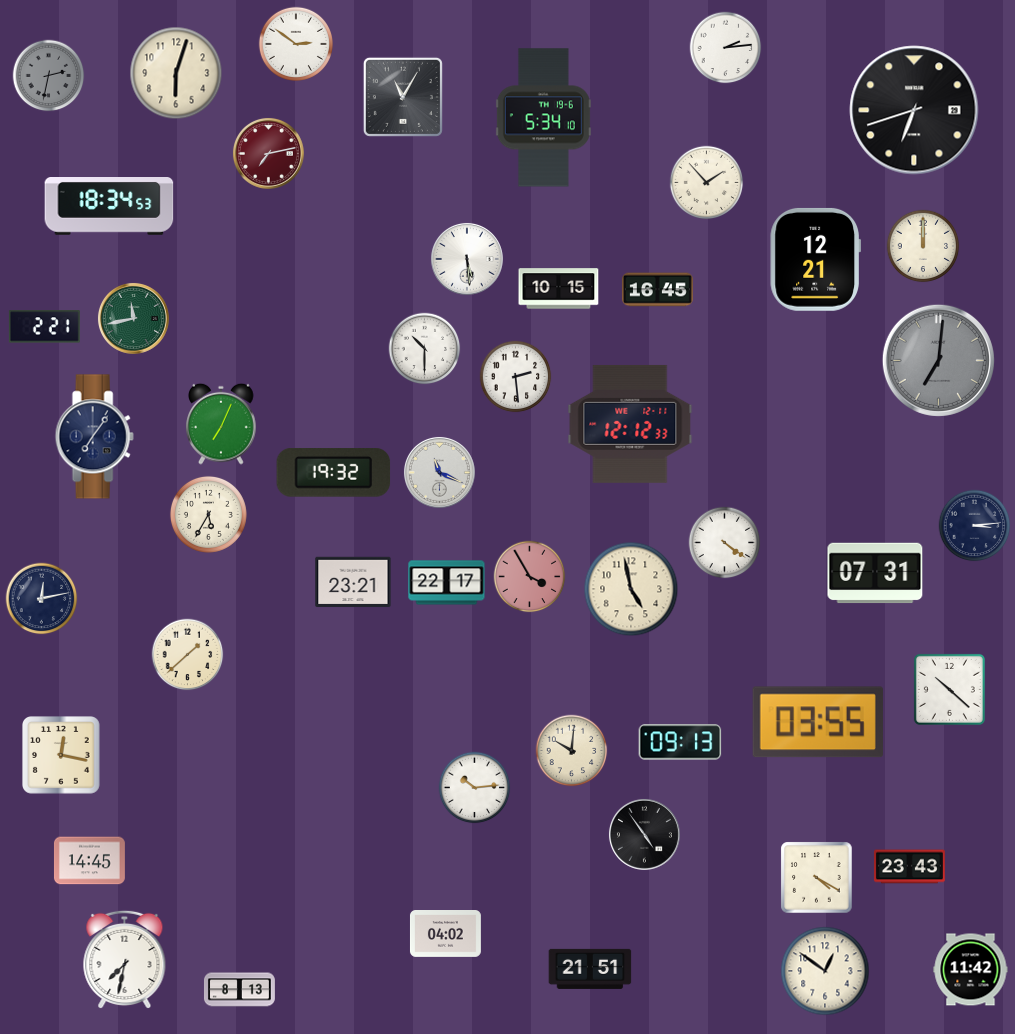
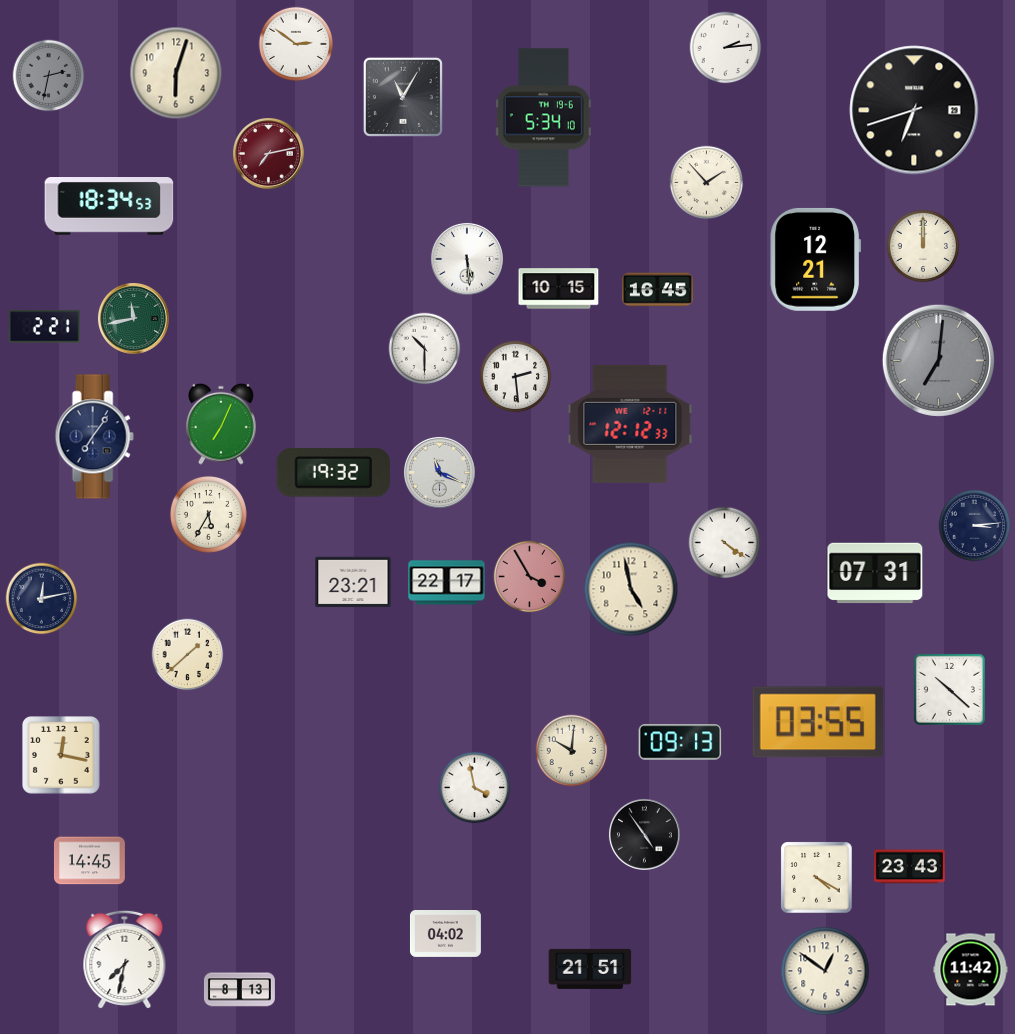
clock at (475, 788): 10:14 -> 3:58
